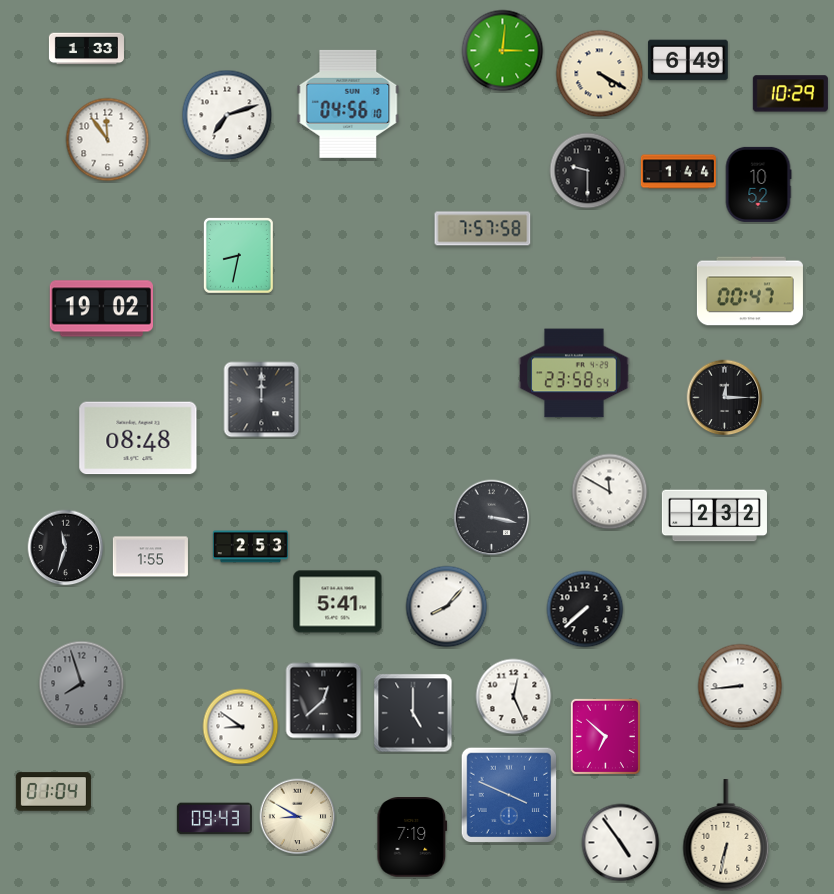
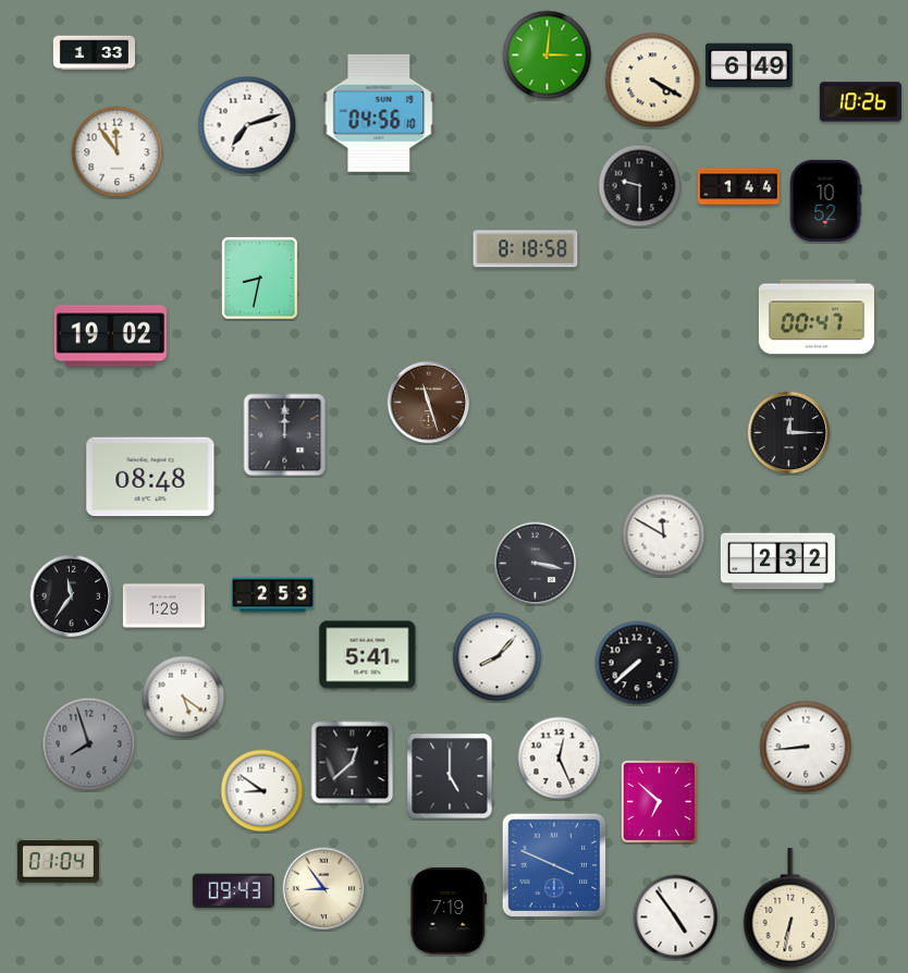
clock at (790, 94): 10:29 -> 10:26
clock at (483, 229): 7:57 -> 8:18
clock at (429, 403): none -> 11:27
clock at (574, 373): 23:58 -> none
clock at (66, 548): 11:33 -> 11:36
clock at (150, 557): 1:55 -> 1:29
clock at (447, 607) position: (447, 607) -> (498, 657)
clock at (184, 698): none -> 5:21
clock at (298, 817): 8:50 -> 8:54
